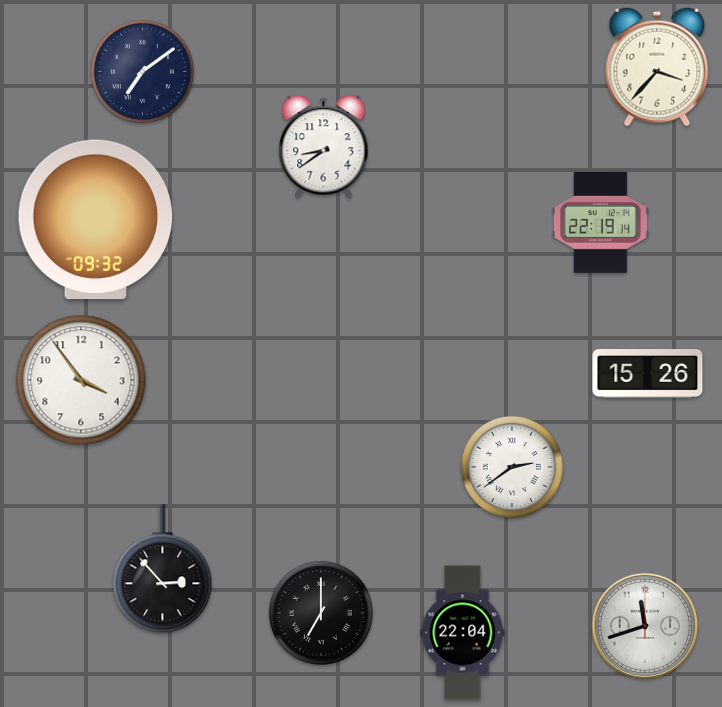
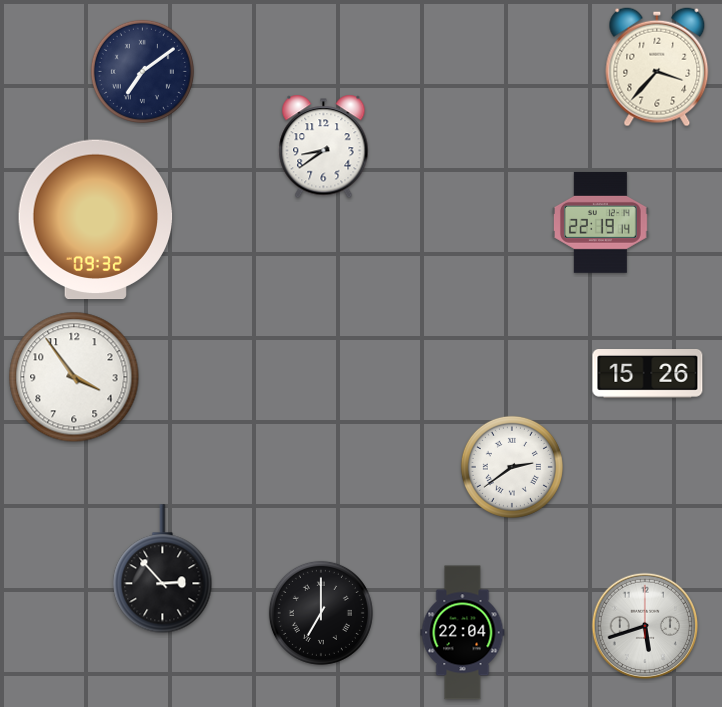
clock at (81, 380) position: (81, 380) -> (74, 377)
clock at (645, 626): 11:42 -> 5:42
